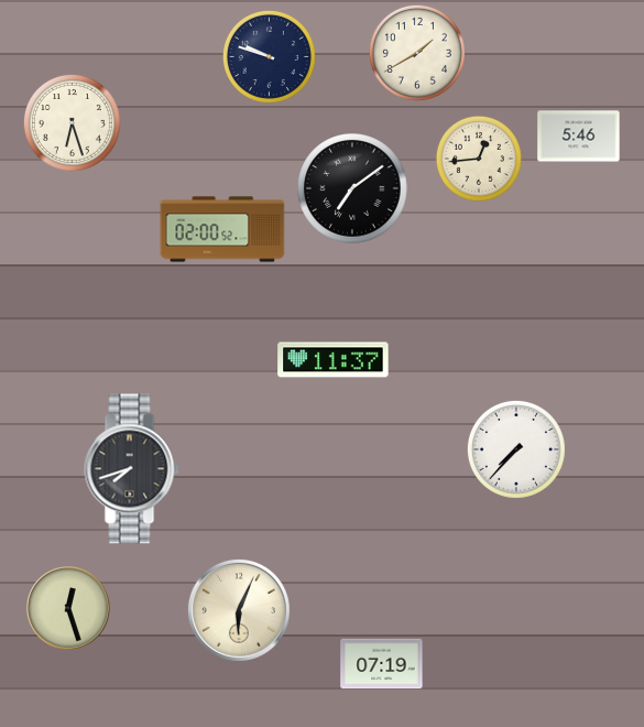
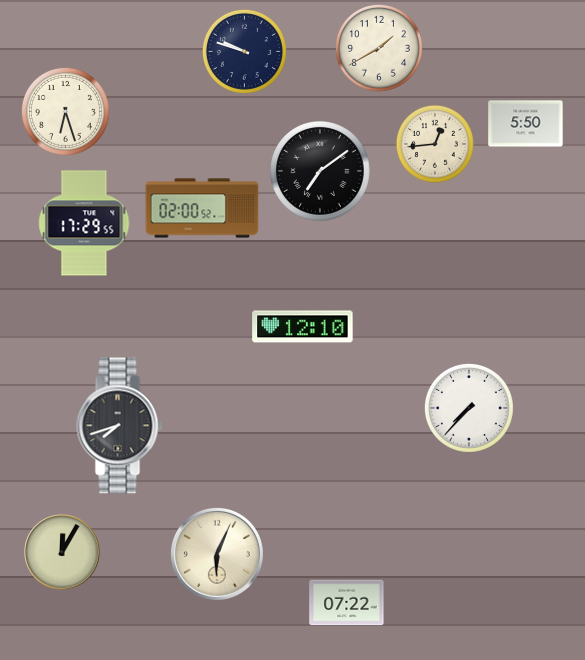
clock at (579, 137): 5:46 -> 5:50
clock at (84, 223): none -> 17:29
clock at (334, 360): 11:37 -> 12:10
clock at (68, 608): 12:27 -> 12:05
clock at (382, 664): 07:19 -> 07:22
